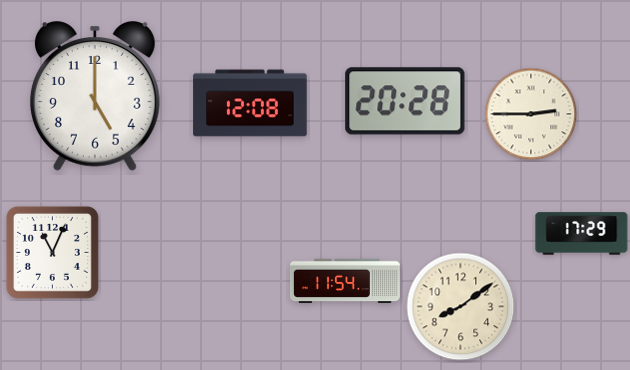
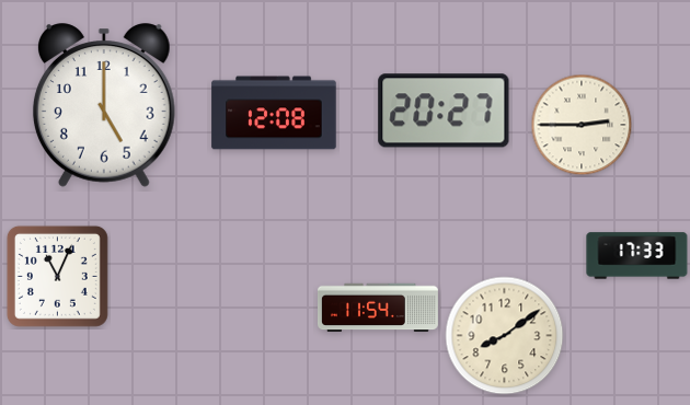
clock at (405, 101): 20:28 -> 20:27
clock at (582, 234): 17:29 -> 17:33
